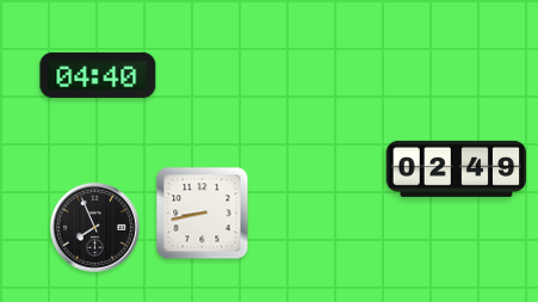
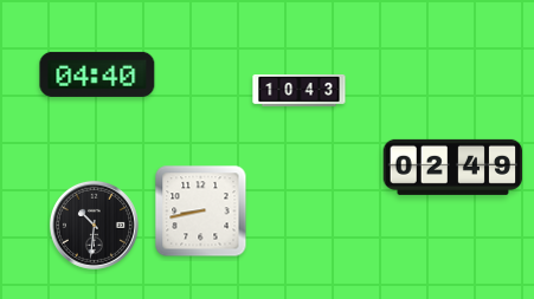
clock at (300, 91): none -> 10:43
clock at (94, 227): 7:56 -> 10:31
